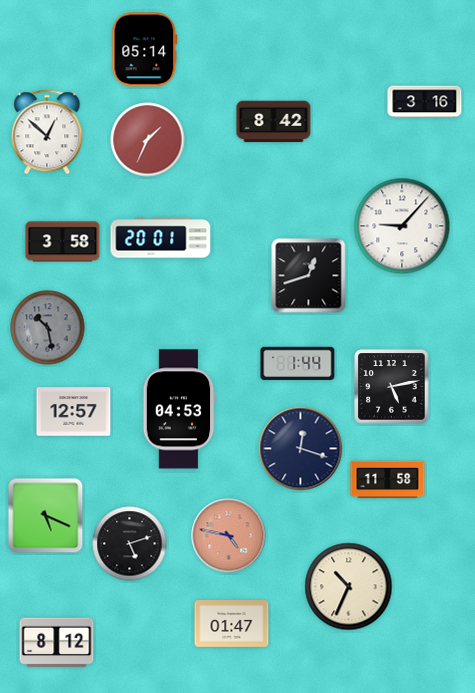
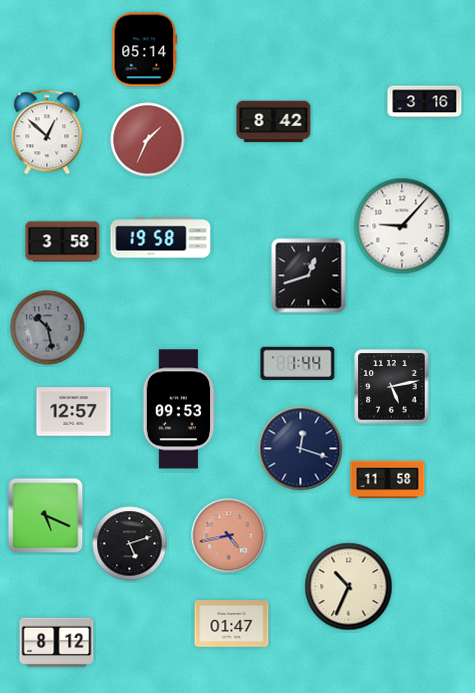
clock at (161, 238): 20:01 -> 19:58
clock at (179, 409): 04:53 -> 09:53
clock at (229, 536): 4:47 -> 4:43
